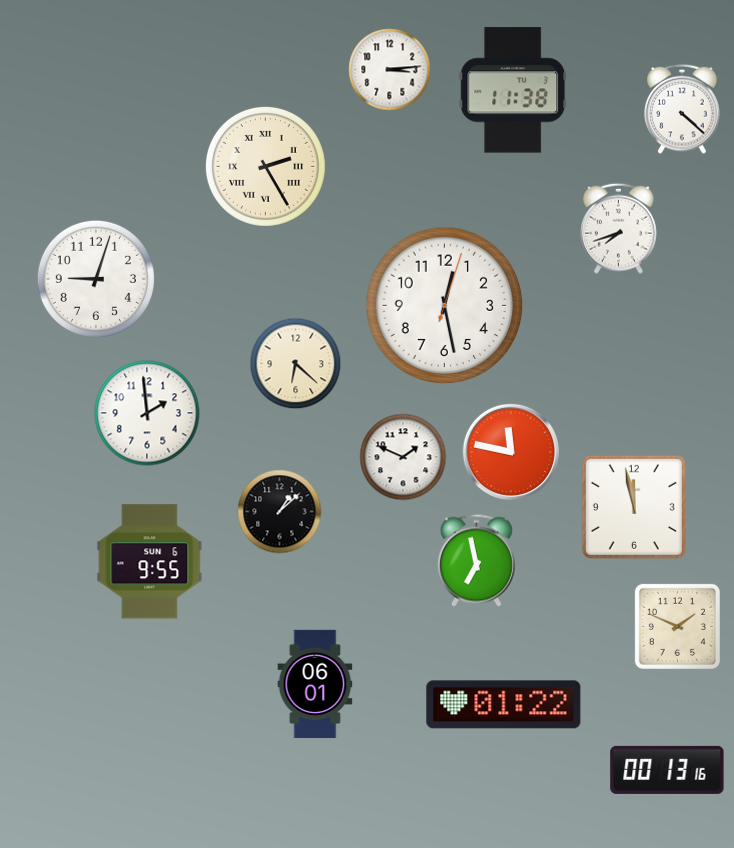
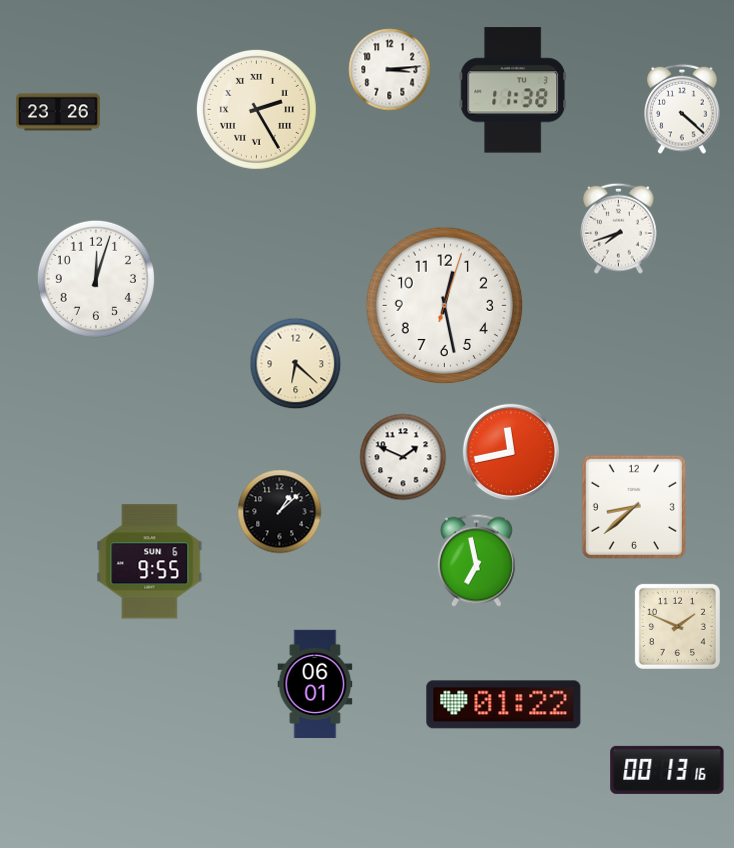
clock at (58, 112): none -> 23:26
clock at (265, 166) position: (265, 166) -> (256, 109)
clock at (96, 279): 9:03 -> 12:03
clock at (147, 413): 1:59 -> none
clock at (510, 451): 11:47 -> 11:43
clock at (634, 507): 11:58 -> 8:38
